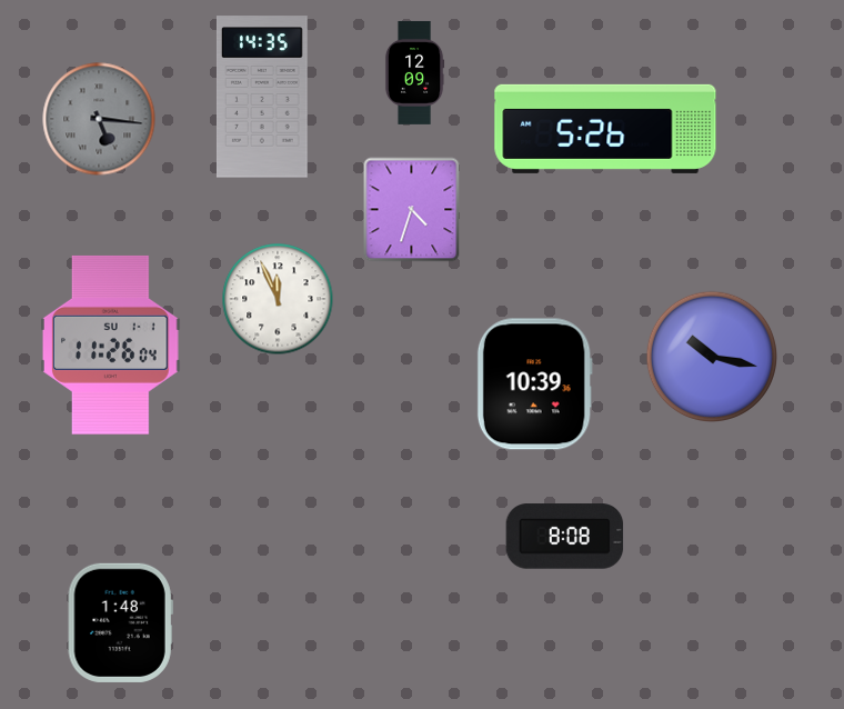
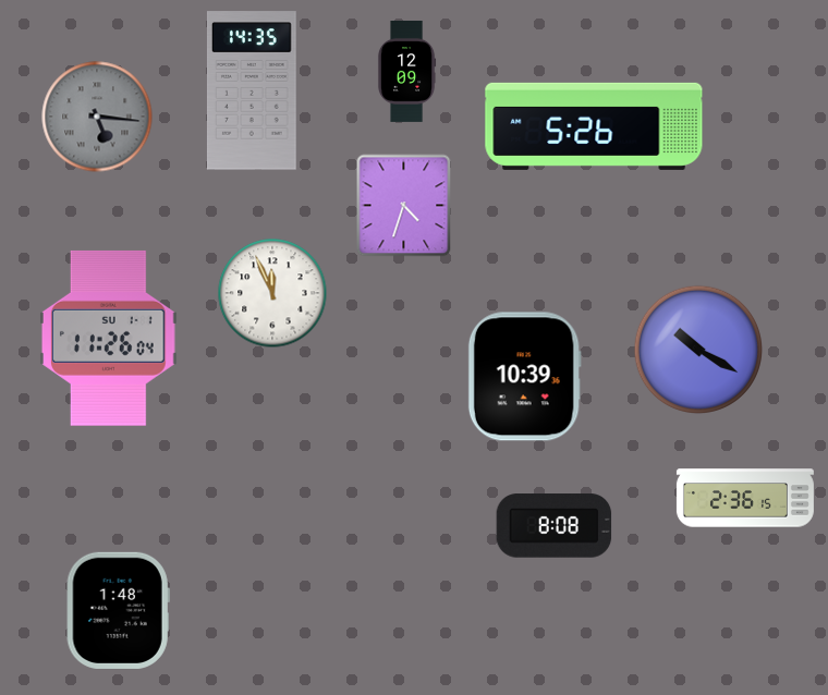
clock at (262, 97) position: (262, 97) -> (252, 90)
clock at (712, 357): 10:17 -> 10:20
clock at (745, 498): none -> 2:36
